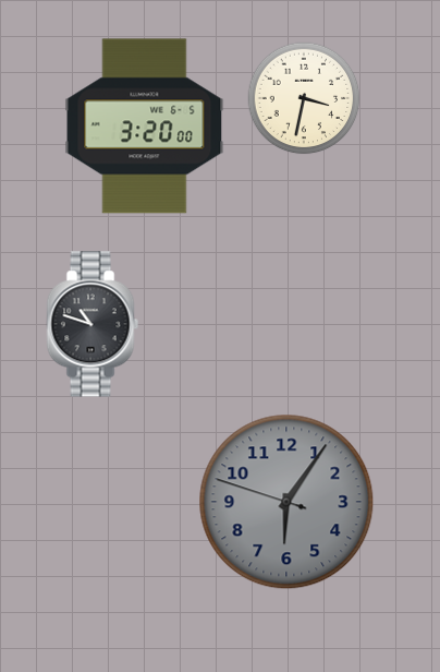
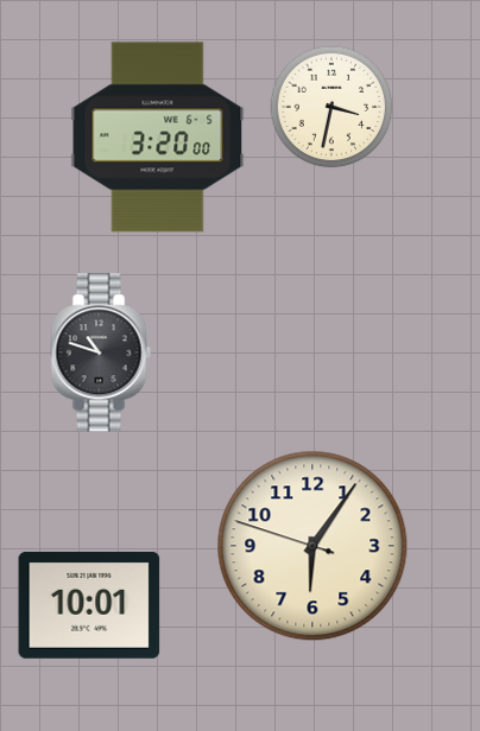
clock at (286, 502) dial: grey -> cream
clock at (89, 605): none -> 10:01
